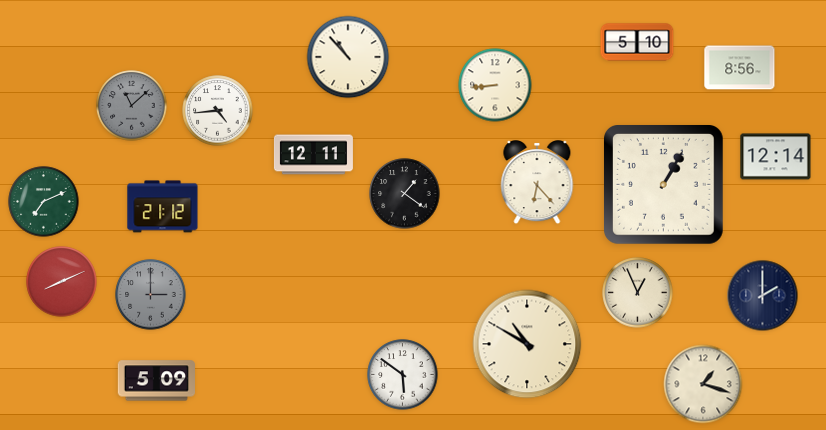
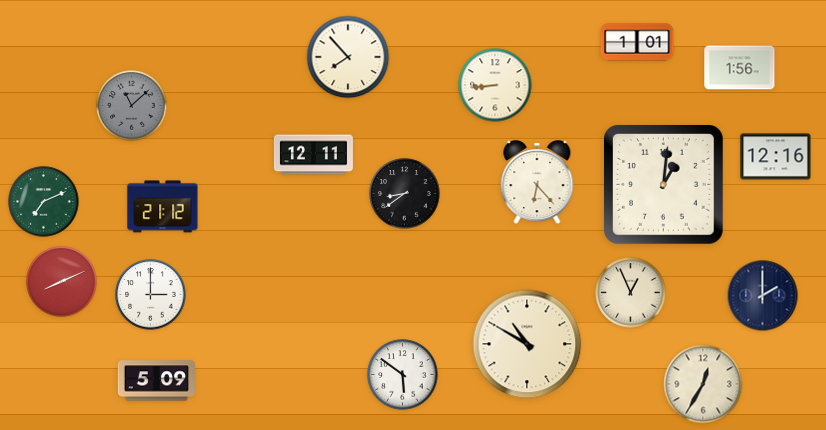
clock at (637, 42): 5:10 -> 1:01
clock at (348, 57): 10:53 -> 7:53
clock at (740, 68): 8:56 -> 1:56
clock at (218, 111): 4:44 -> none
clock at (776, 157): 12:14 -> 12:16
clock at (664, 185): 1:05 -> 1:01
clock at (405, 194): 1:21 -> 8:39
clock at (638, 293) position: (638, 293) -> (631, 293)
clock at (151, 295) dial: grey -> white
clock at (703, 384): 1:18 -> 12:35
